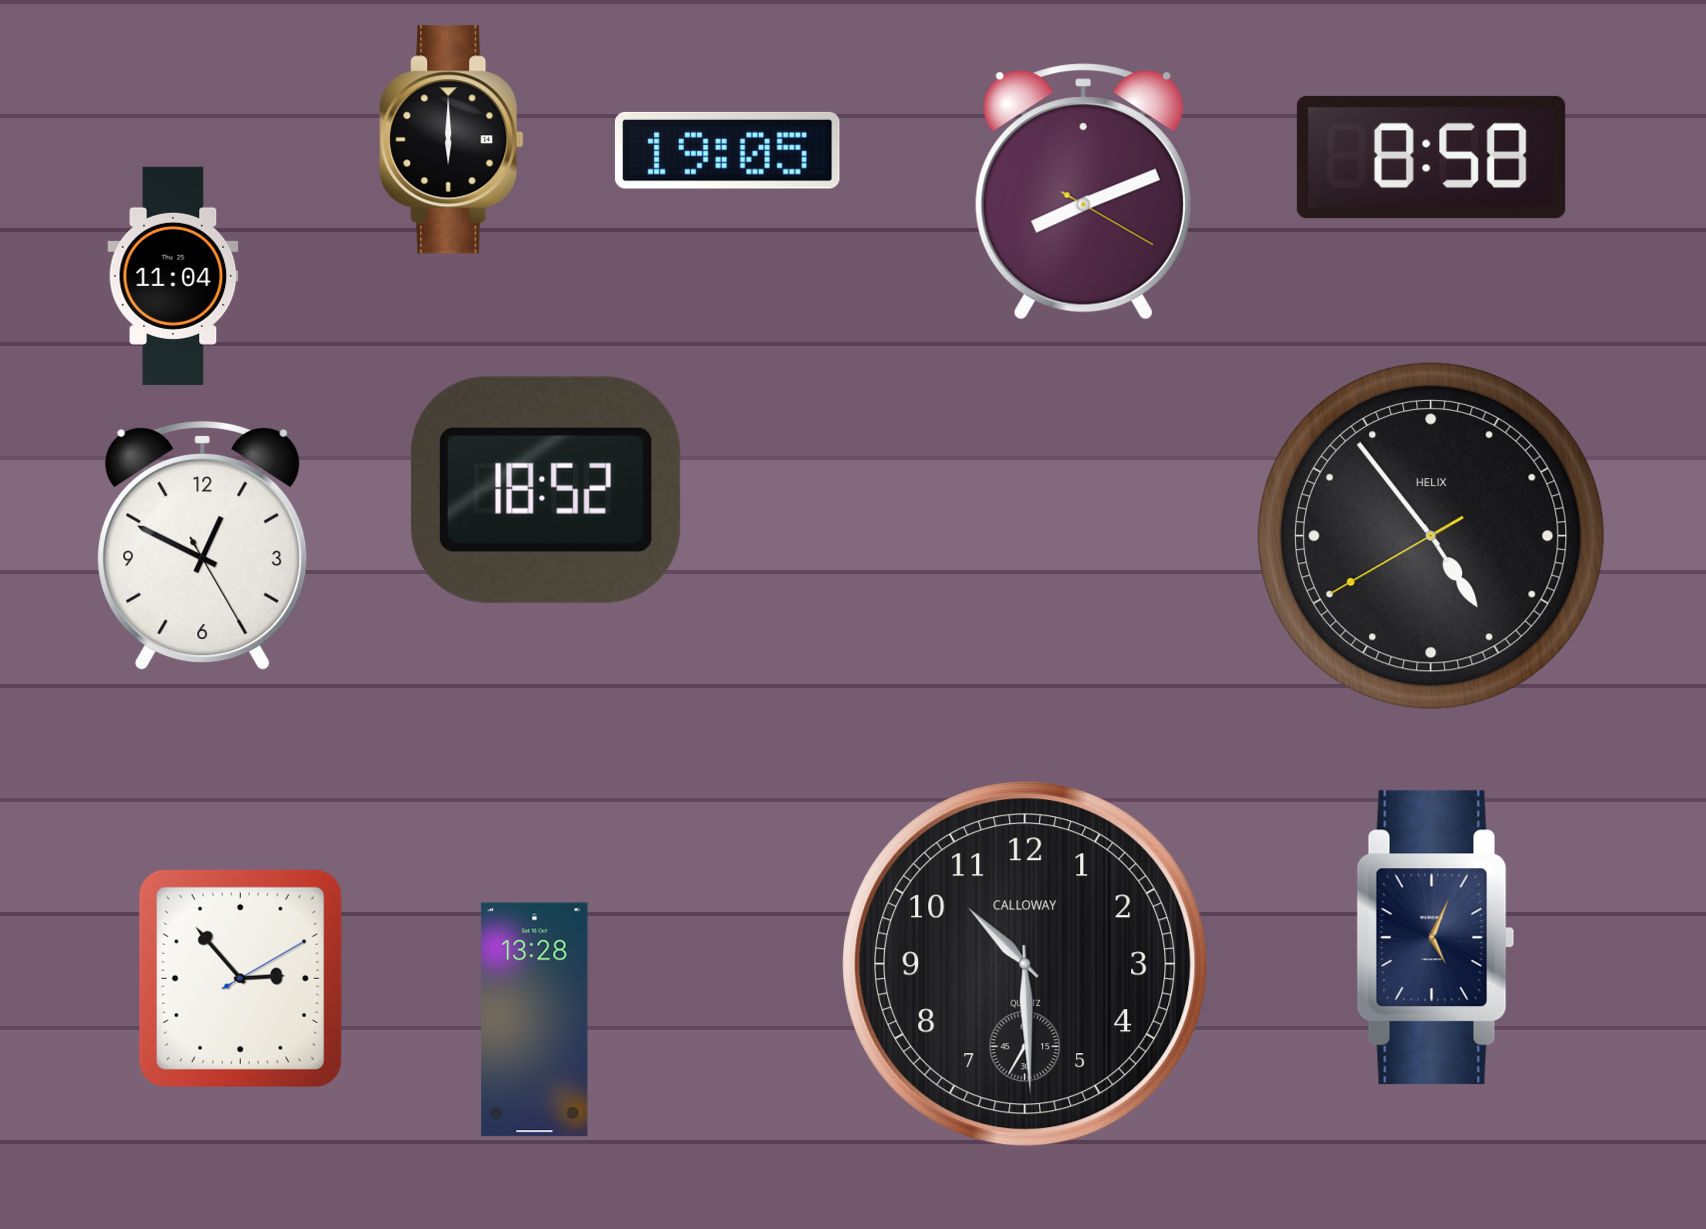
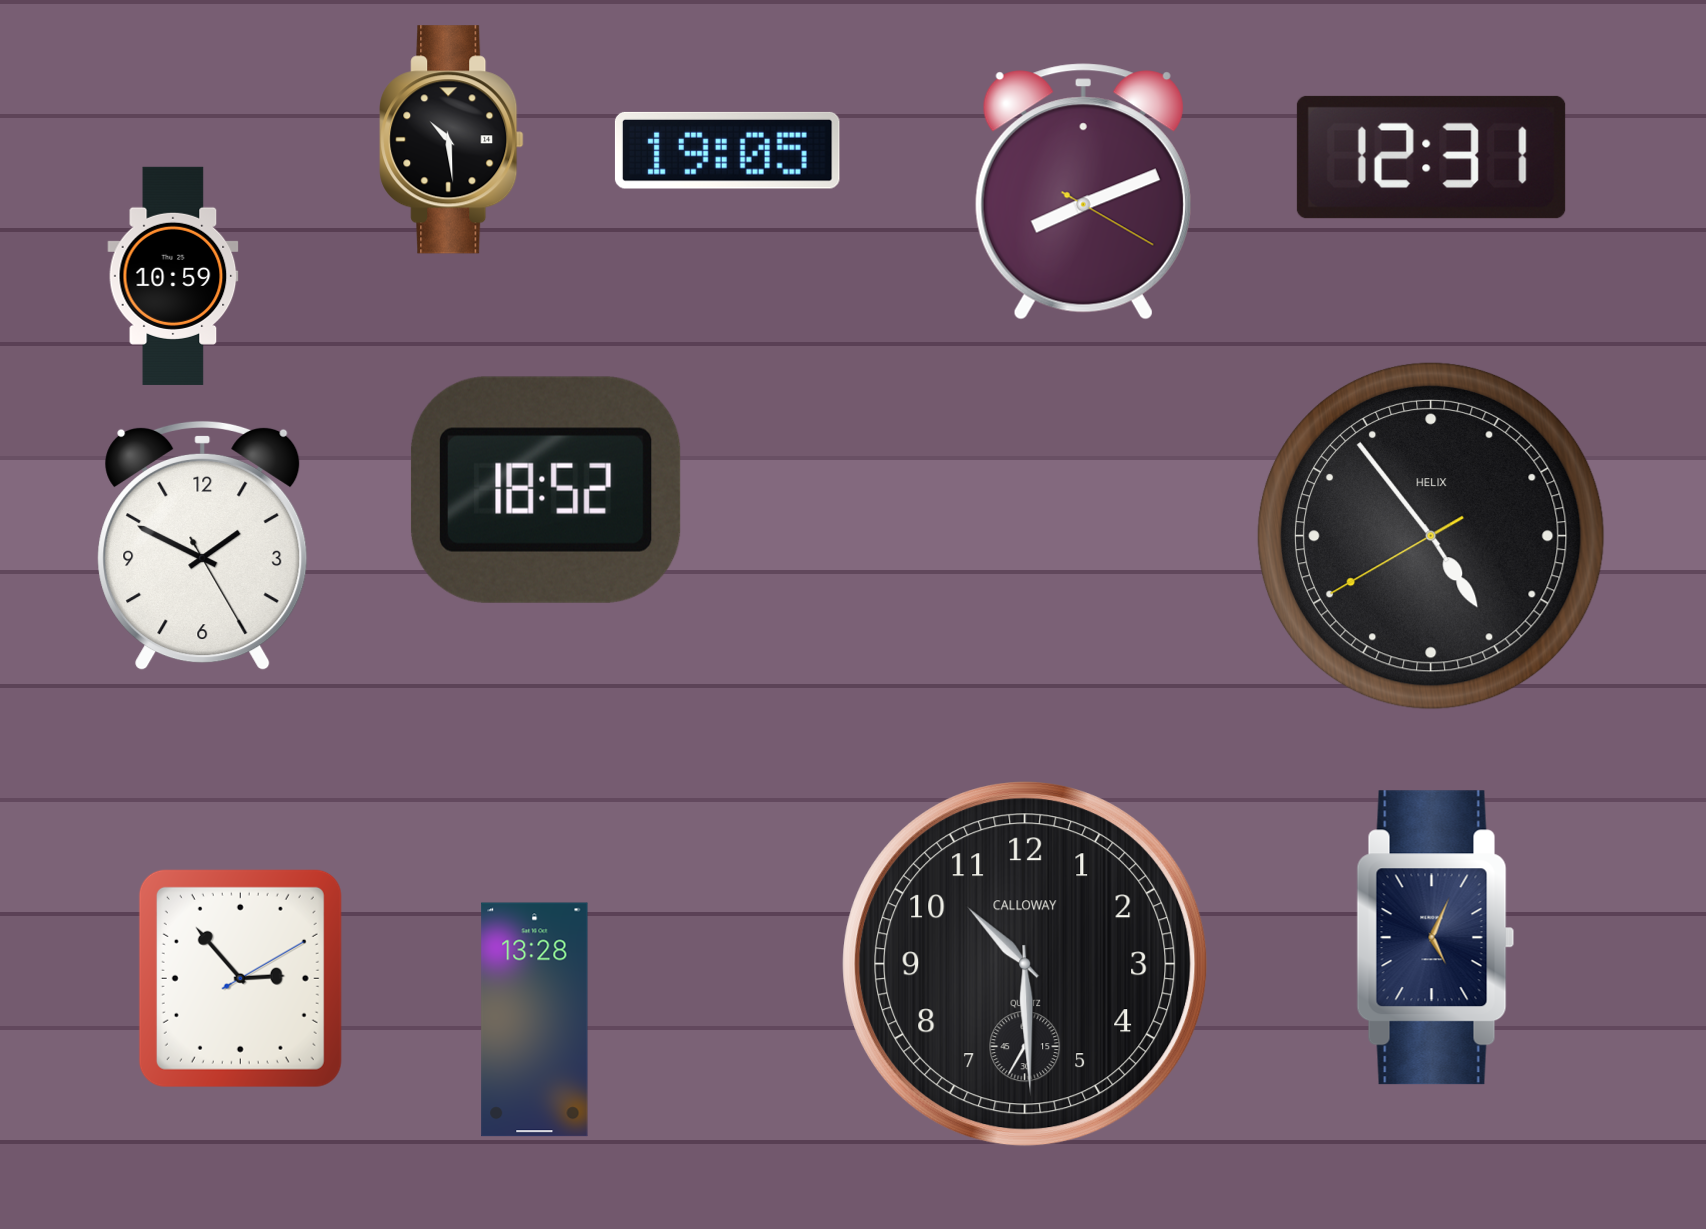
clock at (452, 140): 6:00 -> 10:29
clock at (1431, 157): 8:58 -> 12:31
clock at (173, 276): 11:04 -> 10:59
clock at (203, 546): 12:49 -> 1:49
